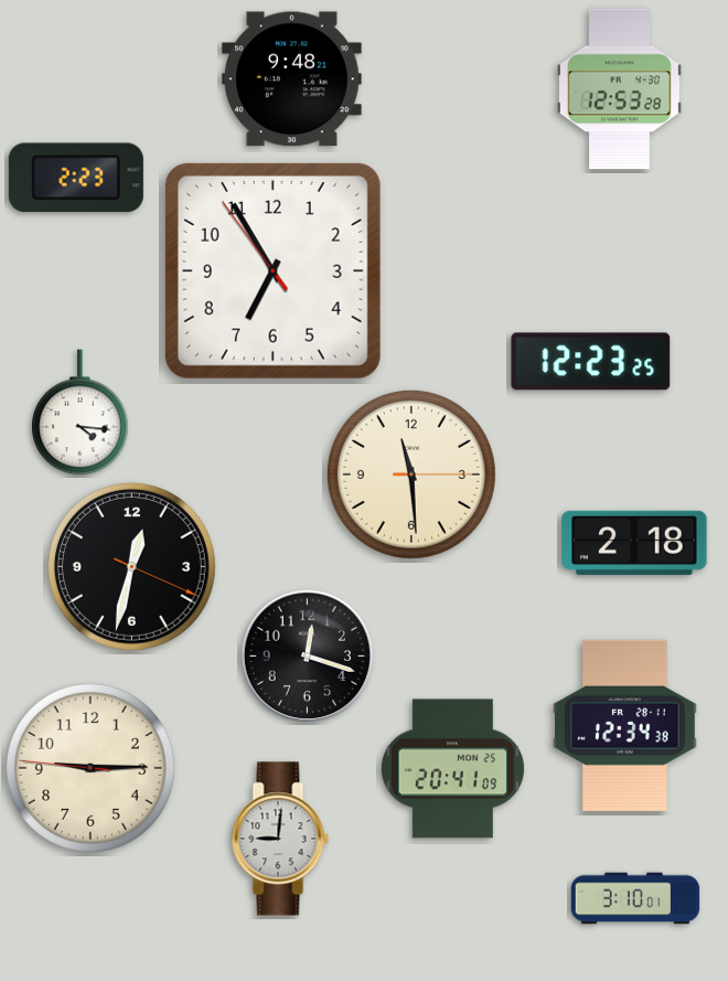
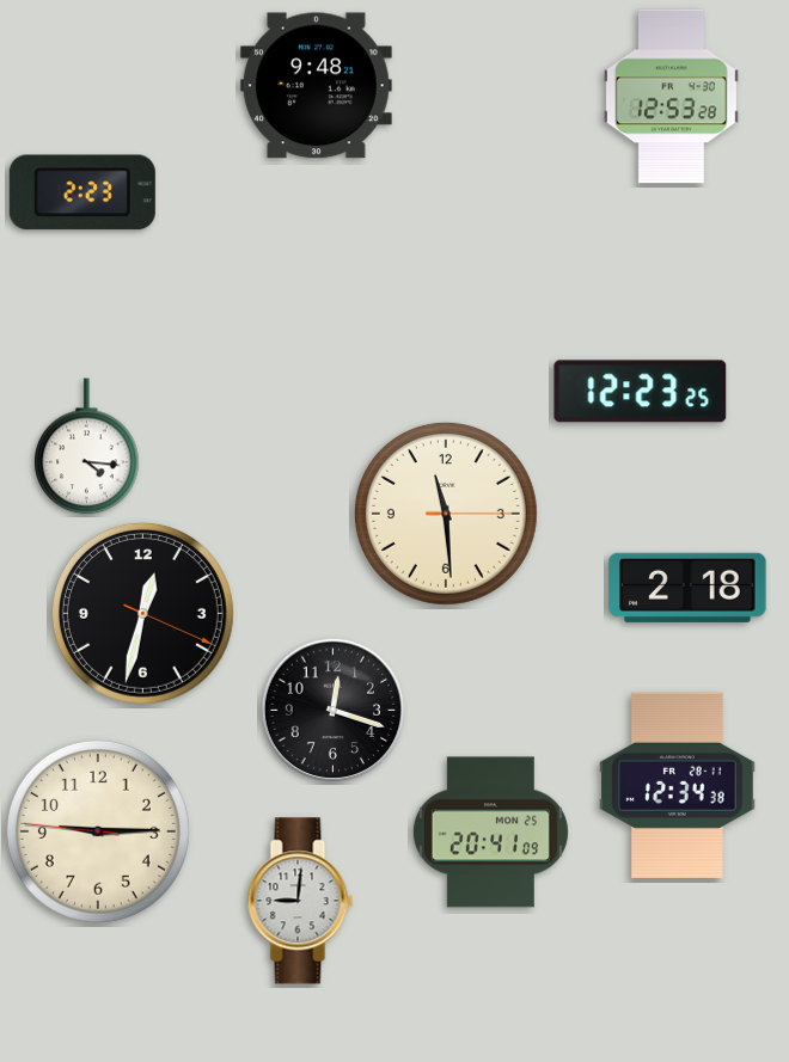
clock at (272, 270): 6:54 -> none
clock at (280, 839) position: (280, 839) -> (300, 901)
clock at (635, 898): 3:10 -> none
